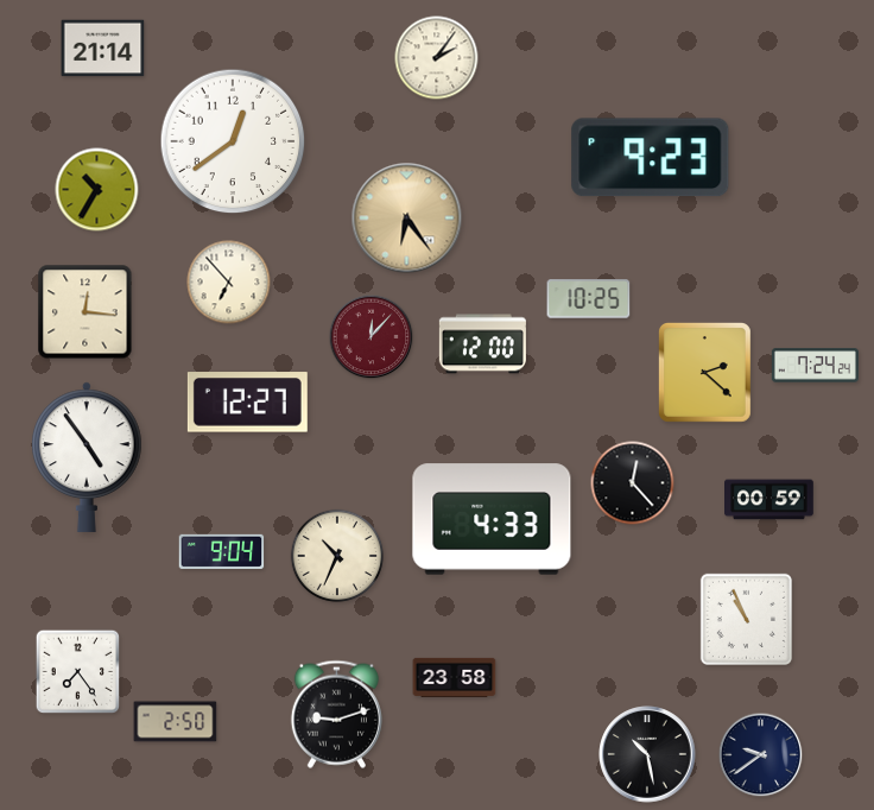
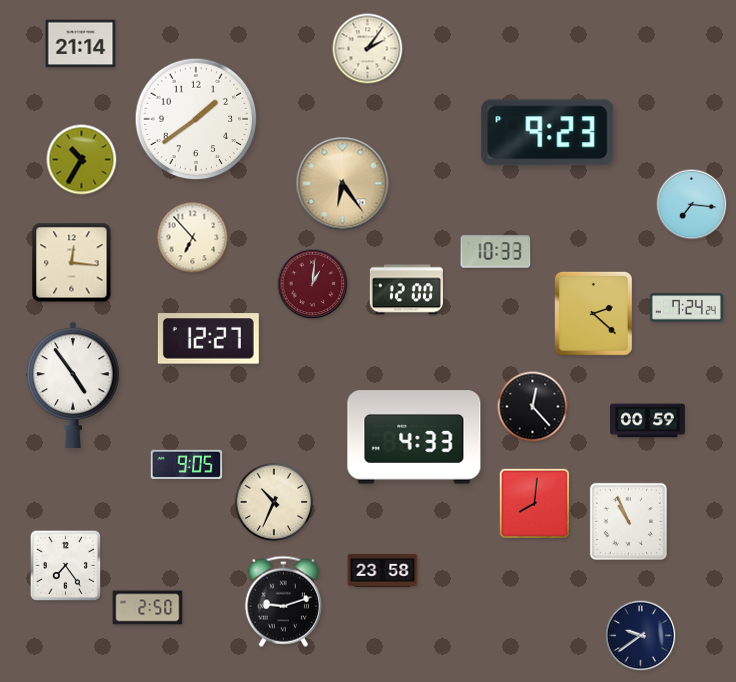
clock at (103, 49) position: (103, 49) -> (81, 44)
clock at (233, 141): 12:39 -> 1:39
clock at (692, 205): none -> 7:16
clock at (589, 299): 10:25 -> 10:33
clock at (372, 337): 12:07 -> 1:01
clock at (222, 551): 9:04 -> 9:05
clock at (337, 556) position: (337, 556) -> (274, 502)
clock at (534, 503): none -> 8:01
clock at (647, 754): 10:28 -> none
